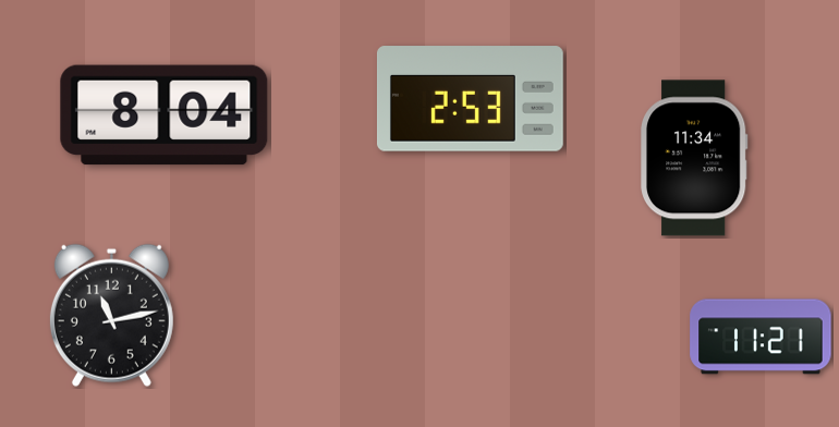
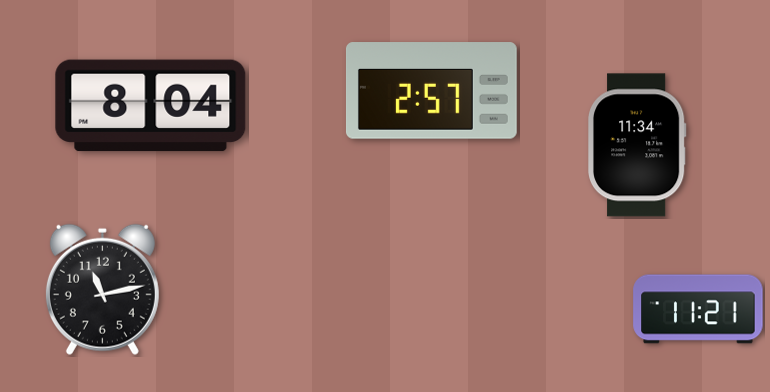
clock at (470, 99): 2:53 -> 2:57
